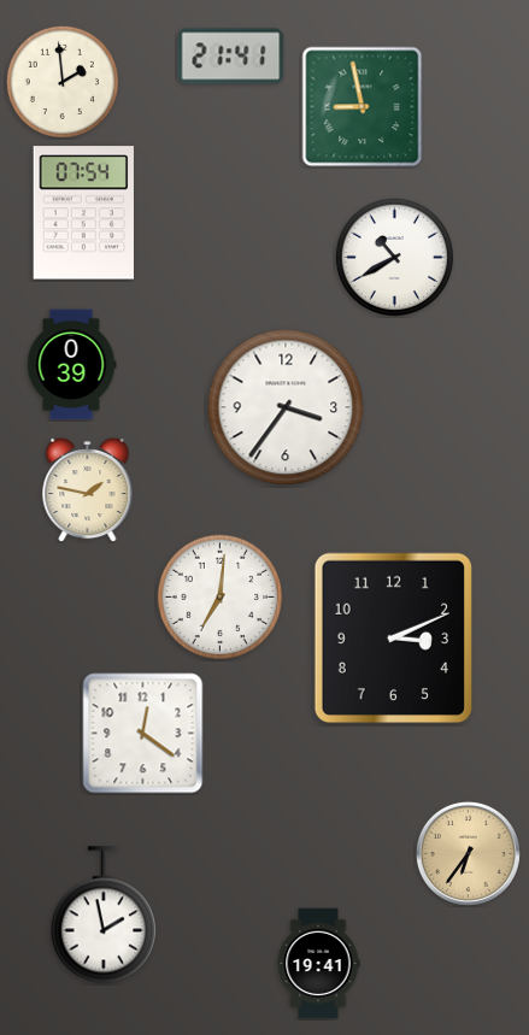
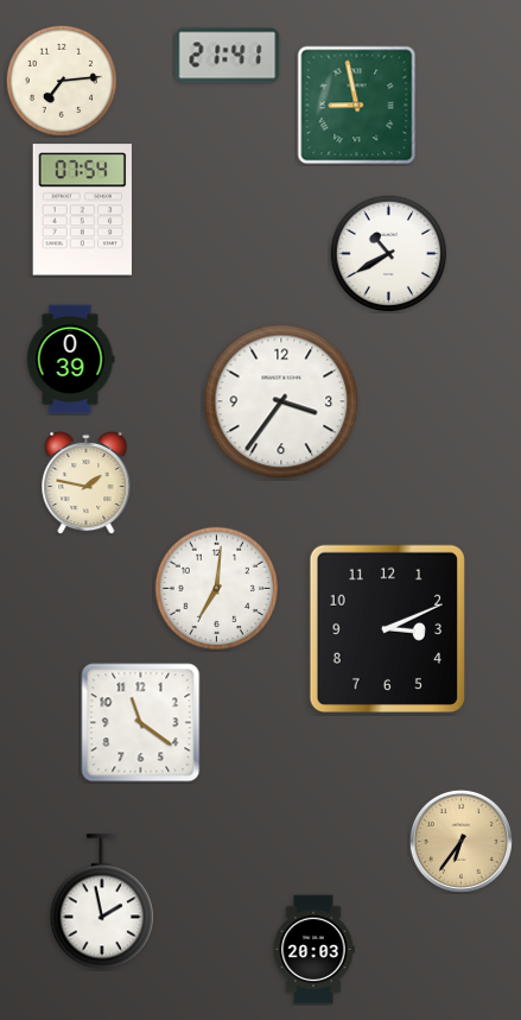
clock at (63, 82): 1:59 -> 7:14
clock at (143, 734): 12:21 -> 11:21
clock at (318, 964): 19:41 -> 20:03
